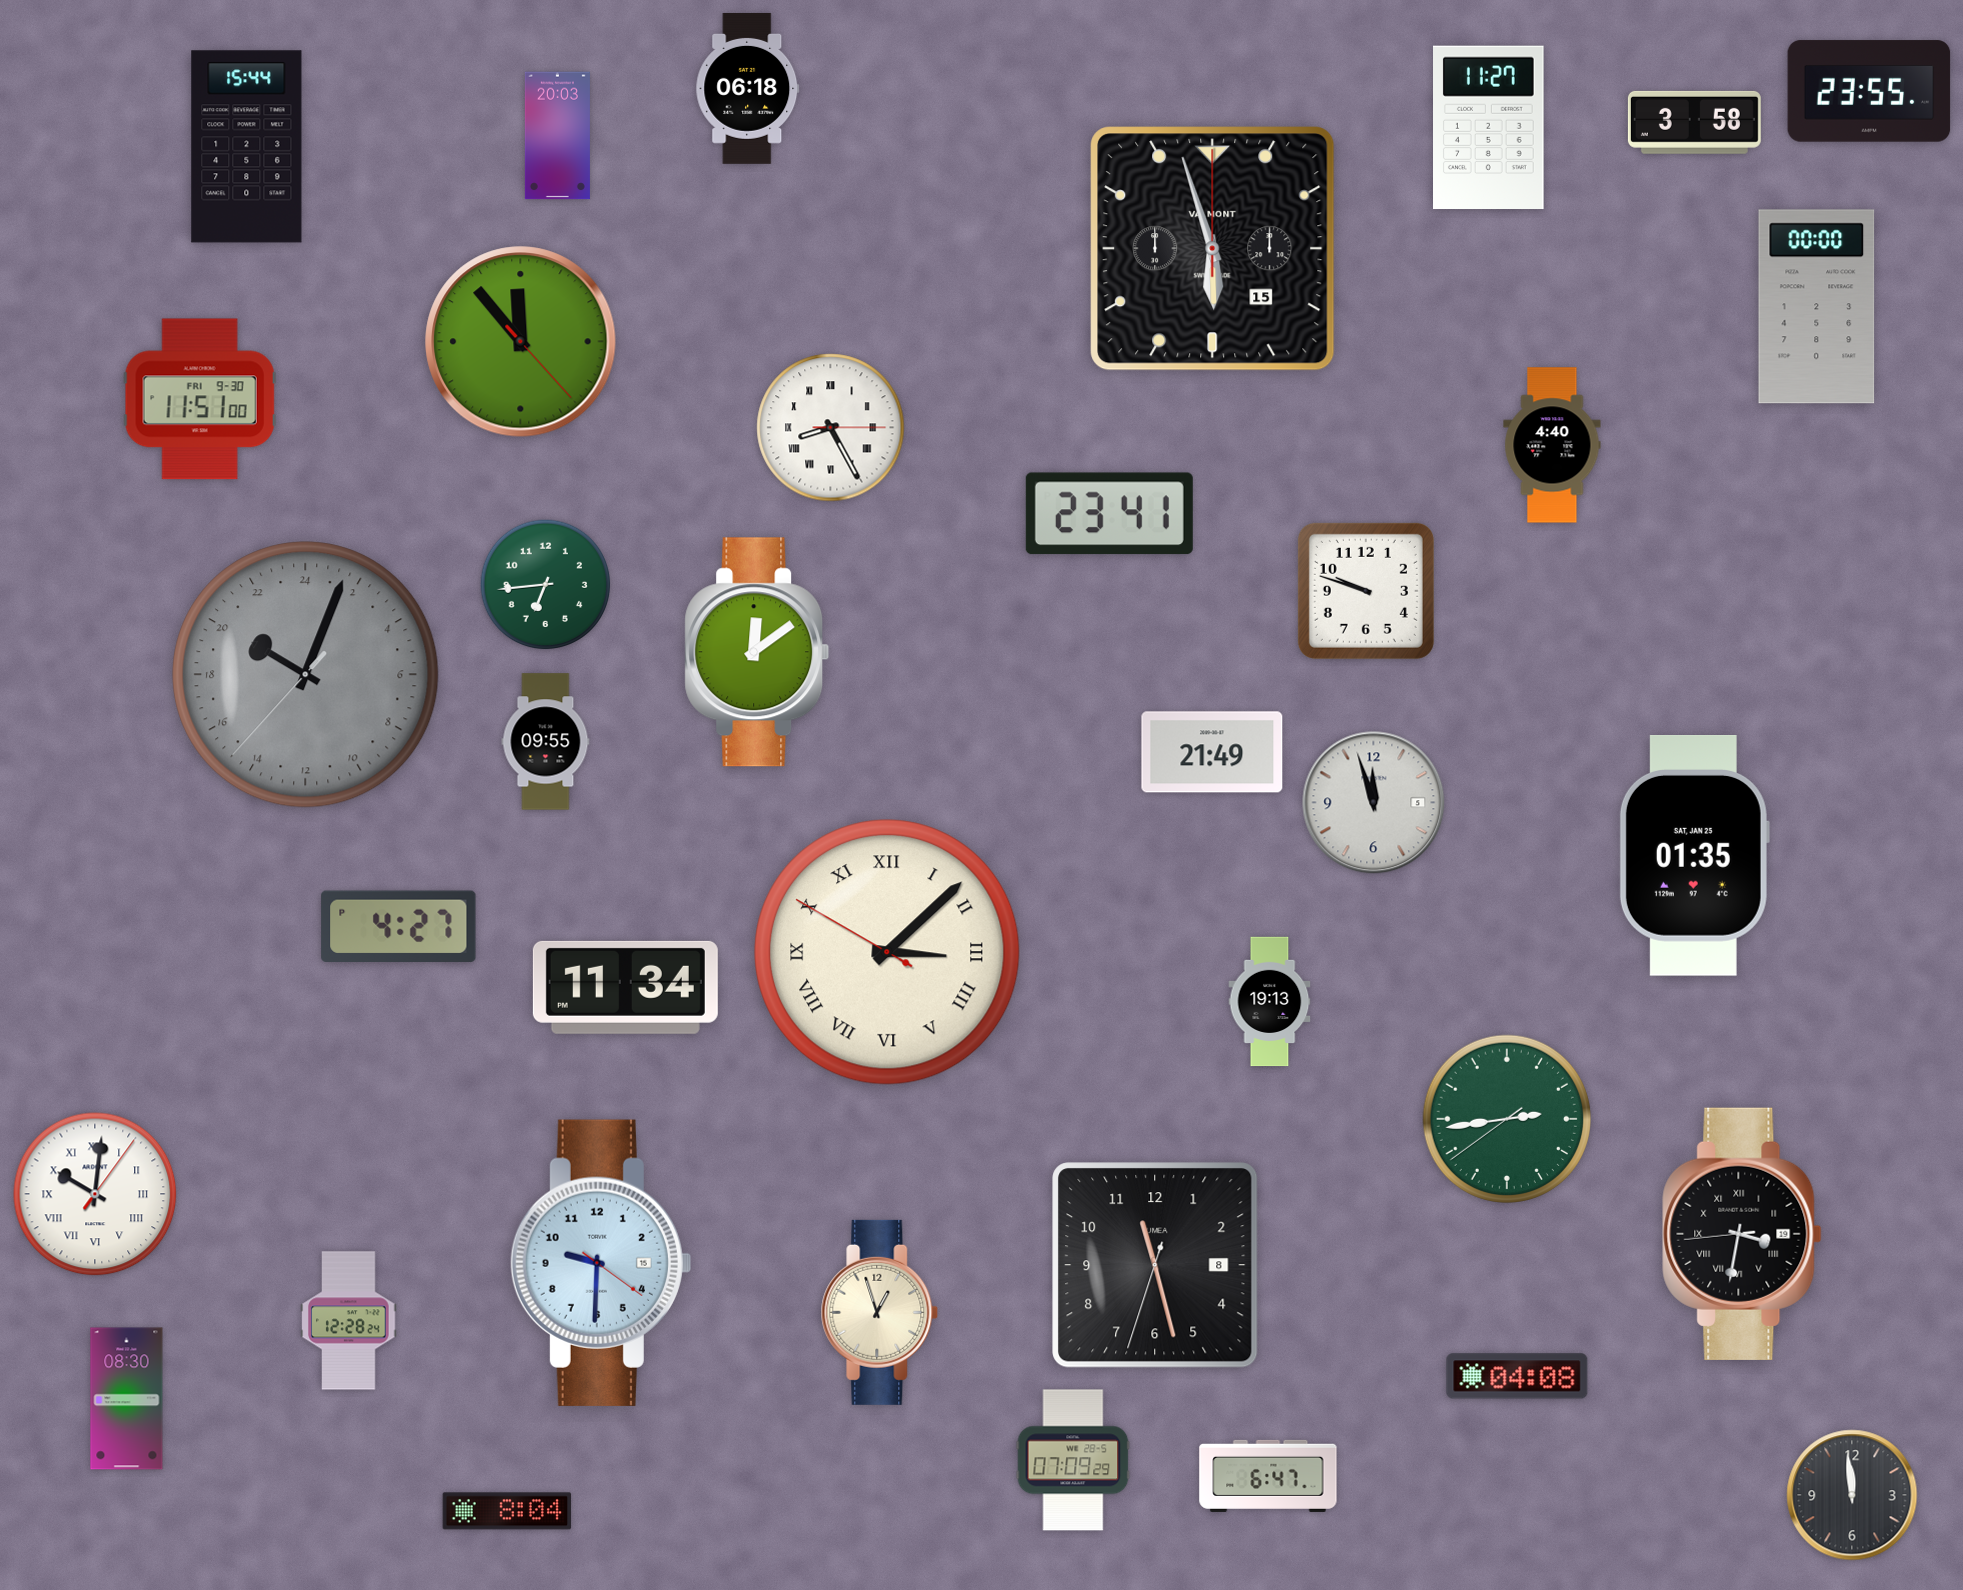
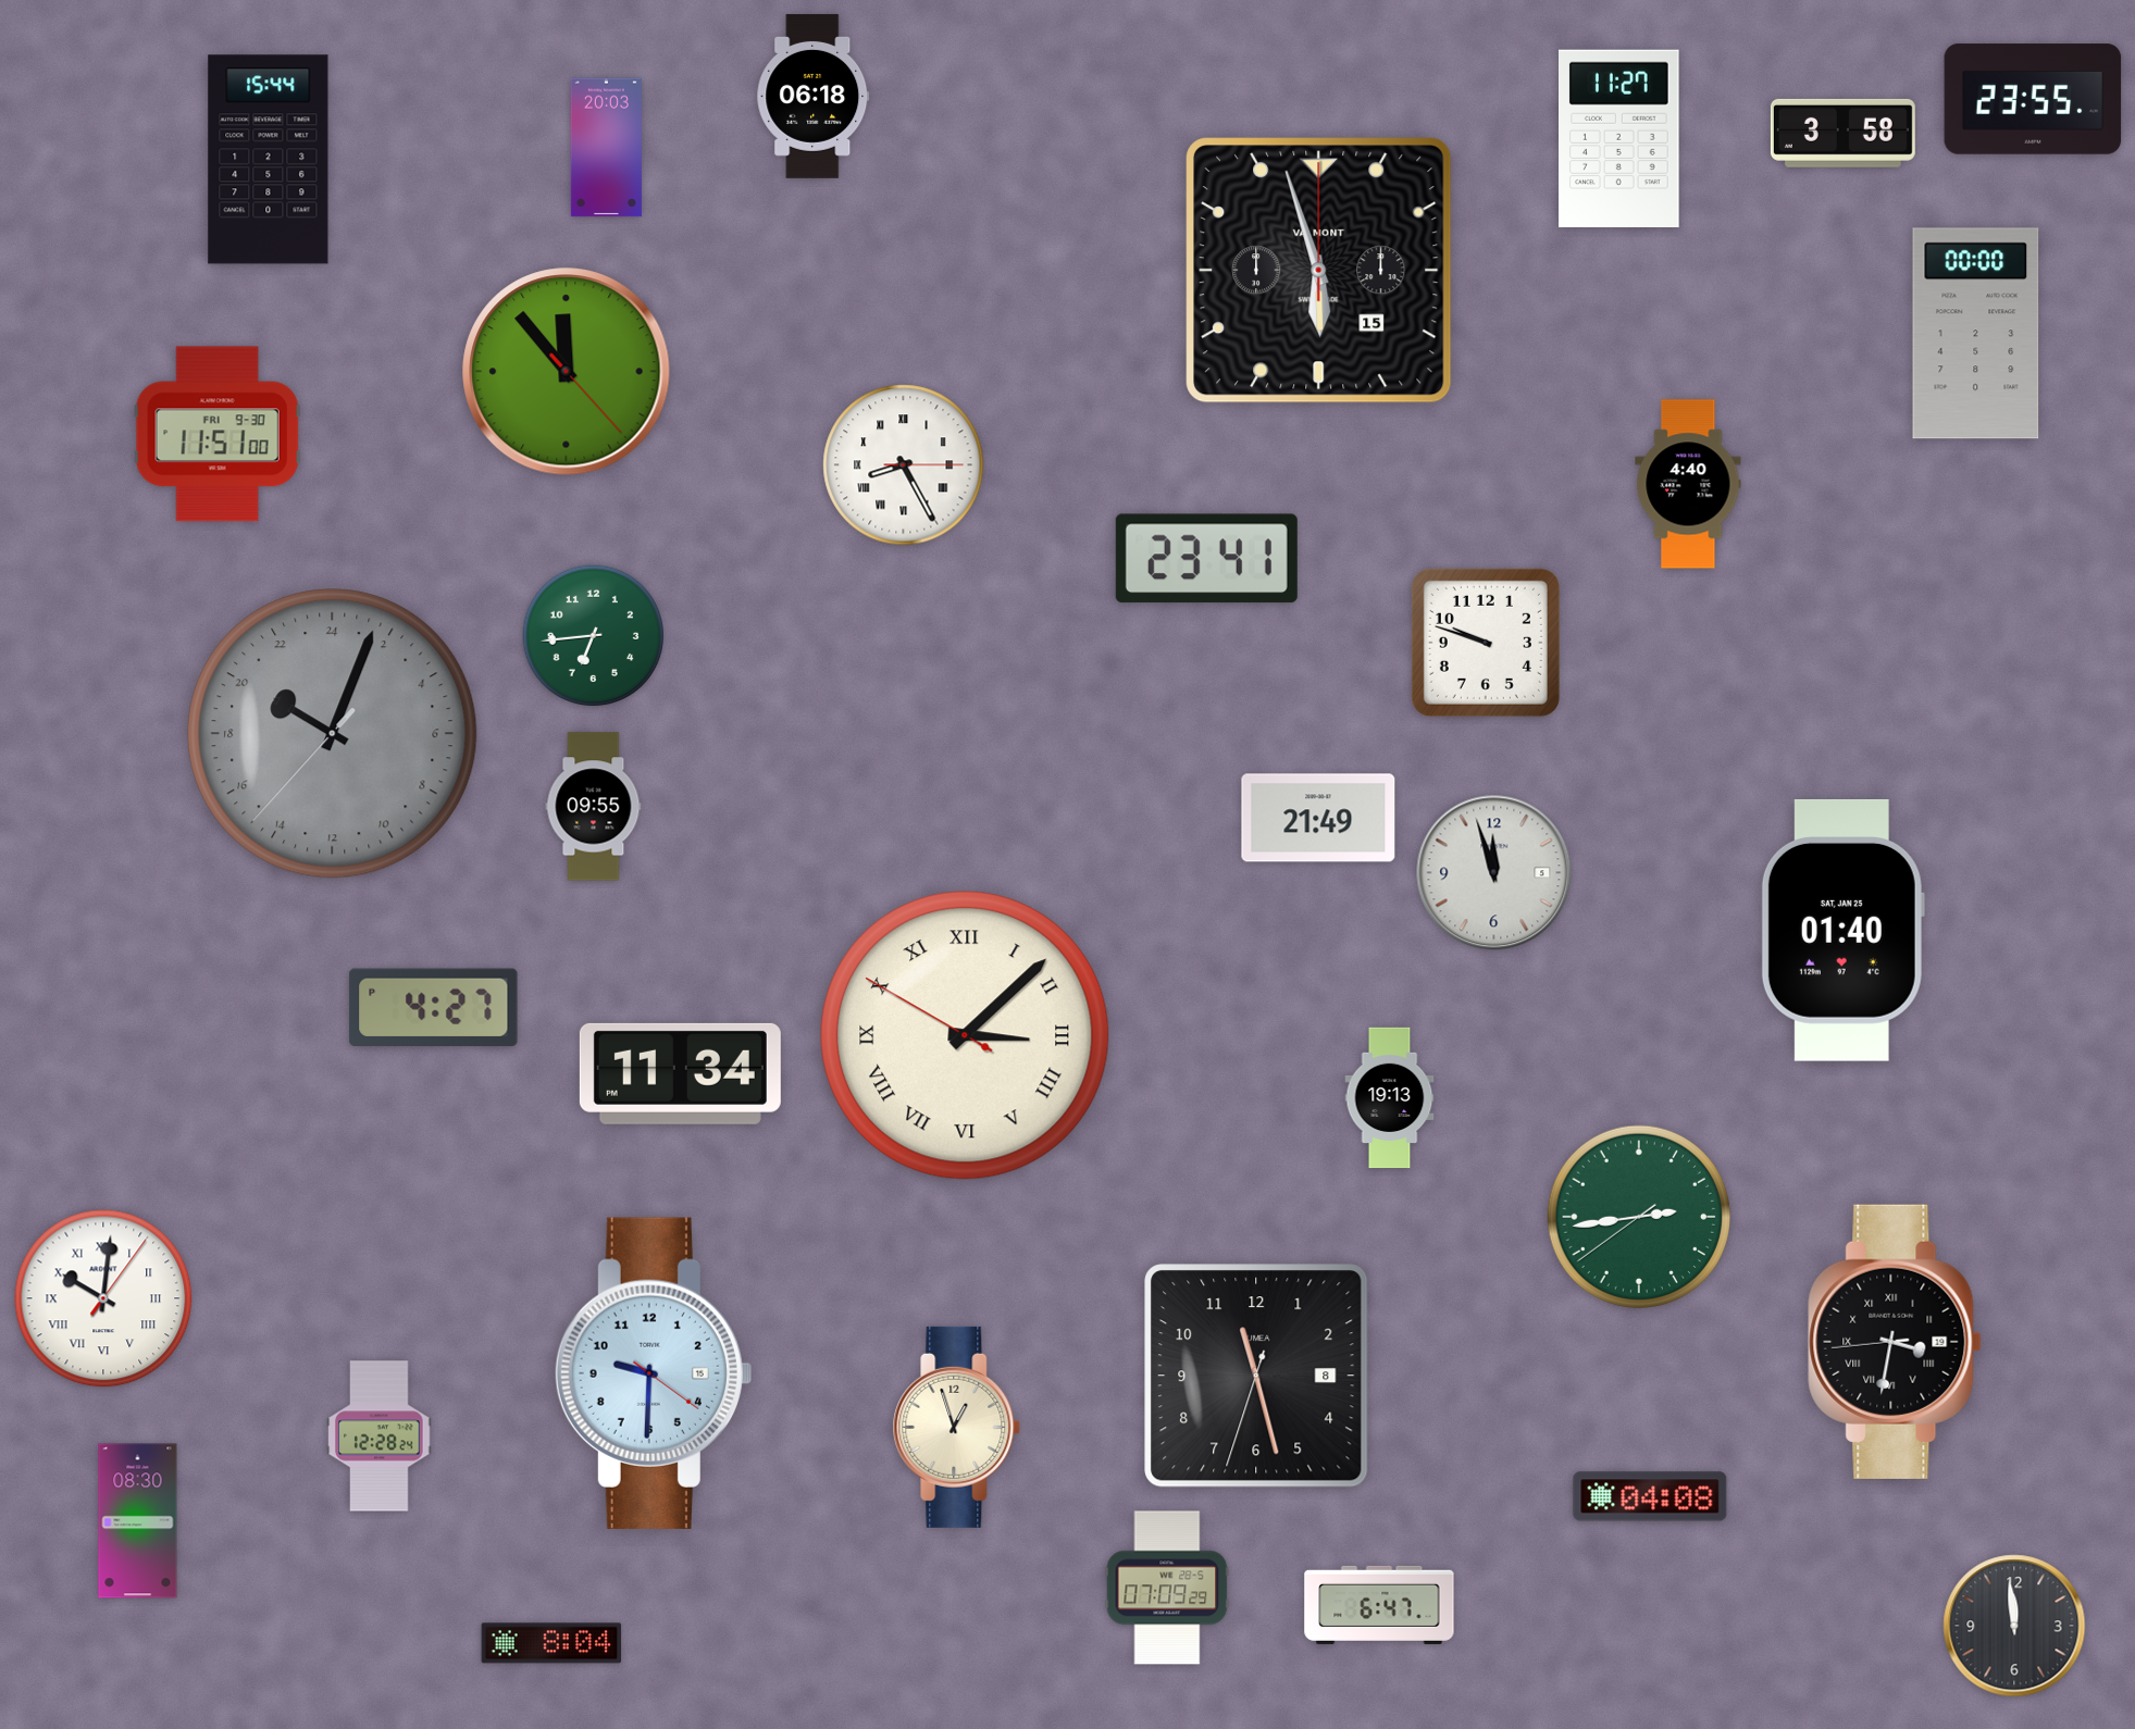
clock at (757, 652): 12:09 -> none
clock at (1694, 856): 01:35 -> 01:40
clock at (1270, 1002) position: (1270, 1002) -> (1390, 1098)
